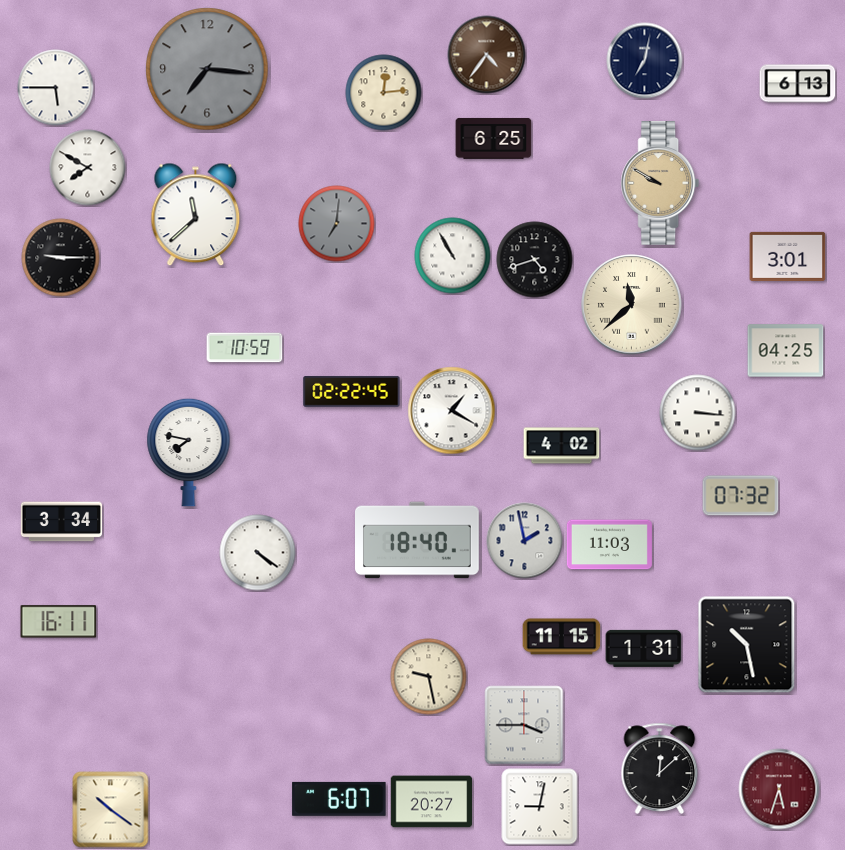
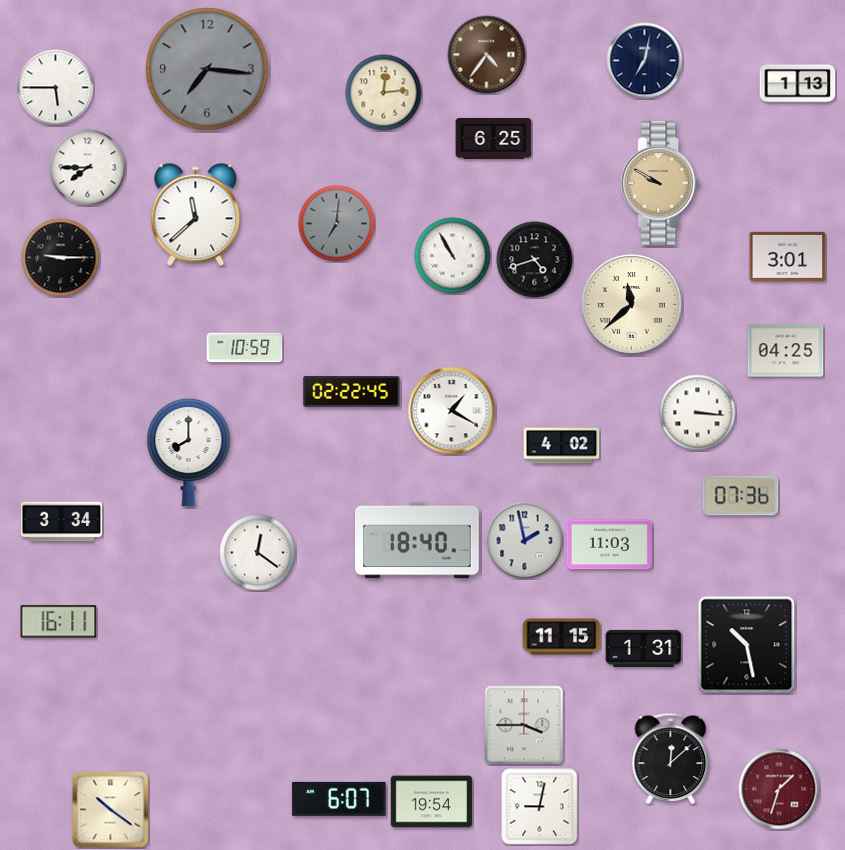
clock at (798, 84): 6:13 -> 1:13
clock at (88, 168): 7:50 -> 7:45
clock at (189, 452): 7:47 -> 8:00
clock at (741, 496): 07:32 -> 07:36
clock at (258, 553): 4:21 -> 12:21
clock at (429, 677): 9:28 -> none
clock at (660, 768) position: (660, 768) -> (671, 758)
clock at (779, 789): 5:33 -> 1:33
clock at (432, 802): 20:27 -> 19:54
